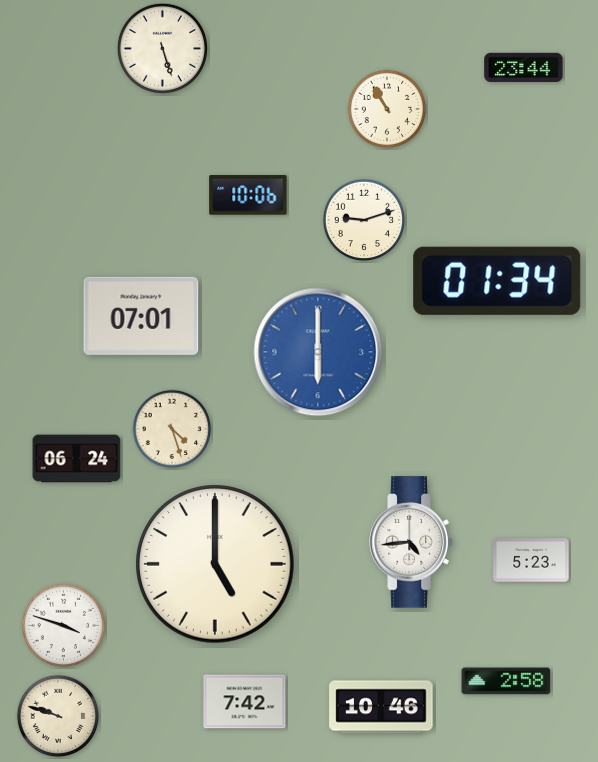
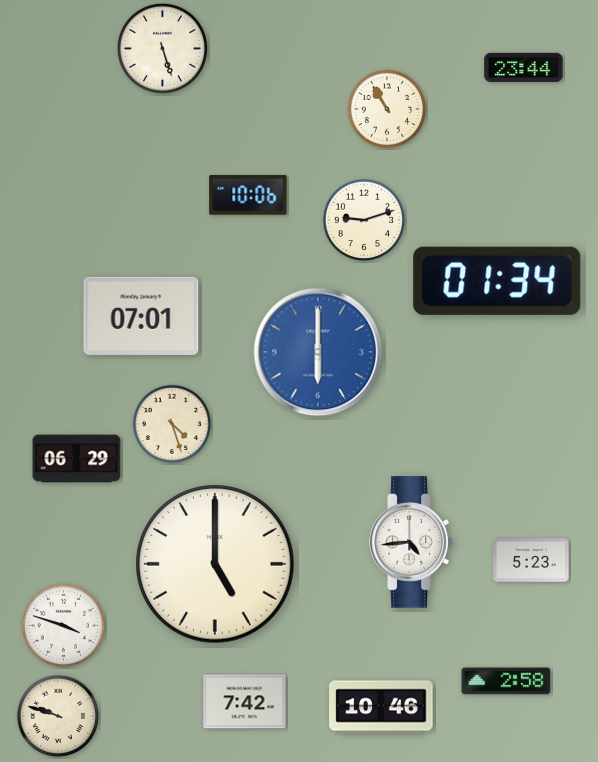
clock at (172, 429) position: (172, 429) -> (172, 424)
clock at (77, 459): 06:24 -> 06:29
